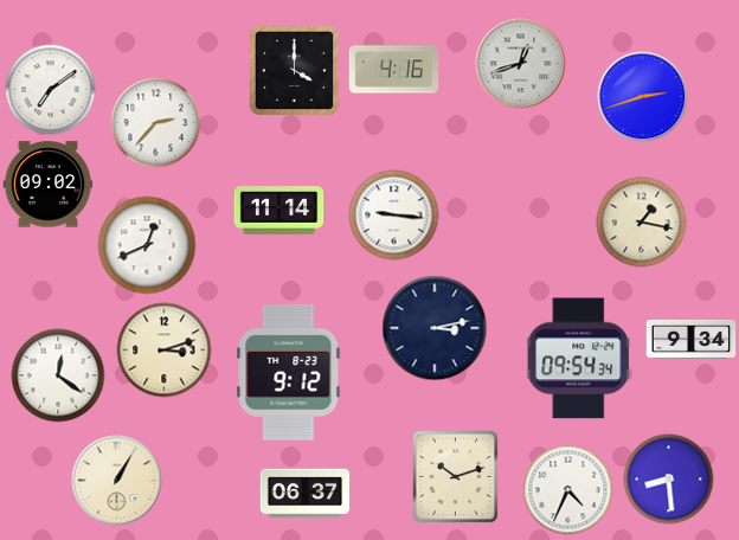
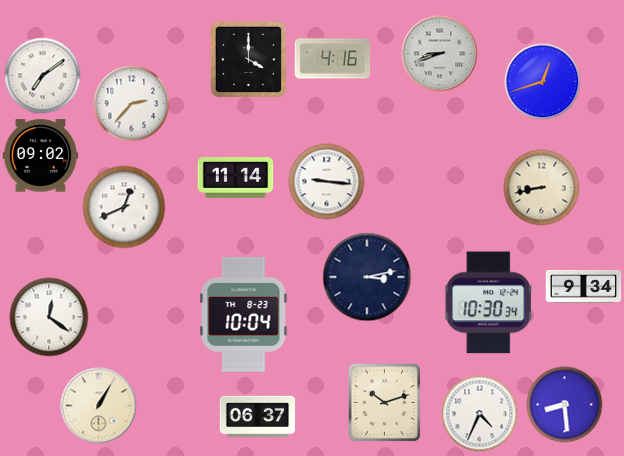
clock at (521, 64): 12:42 -> 8:42
clock at (643, 97): 2:42 -> 12:42
clock at (394, 216) position: (394, 216) -> (327, 182)
clock at (642, 223): 1:17 -> 8:43
clock at (165, 351): 3:12 -> none
clock at (579, 359): 09:54 -> 10:30
clock at (289, 372): 9:12 -> 10:04
